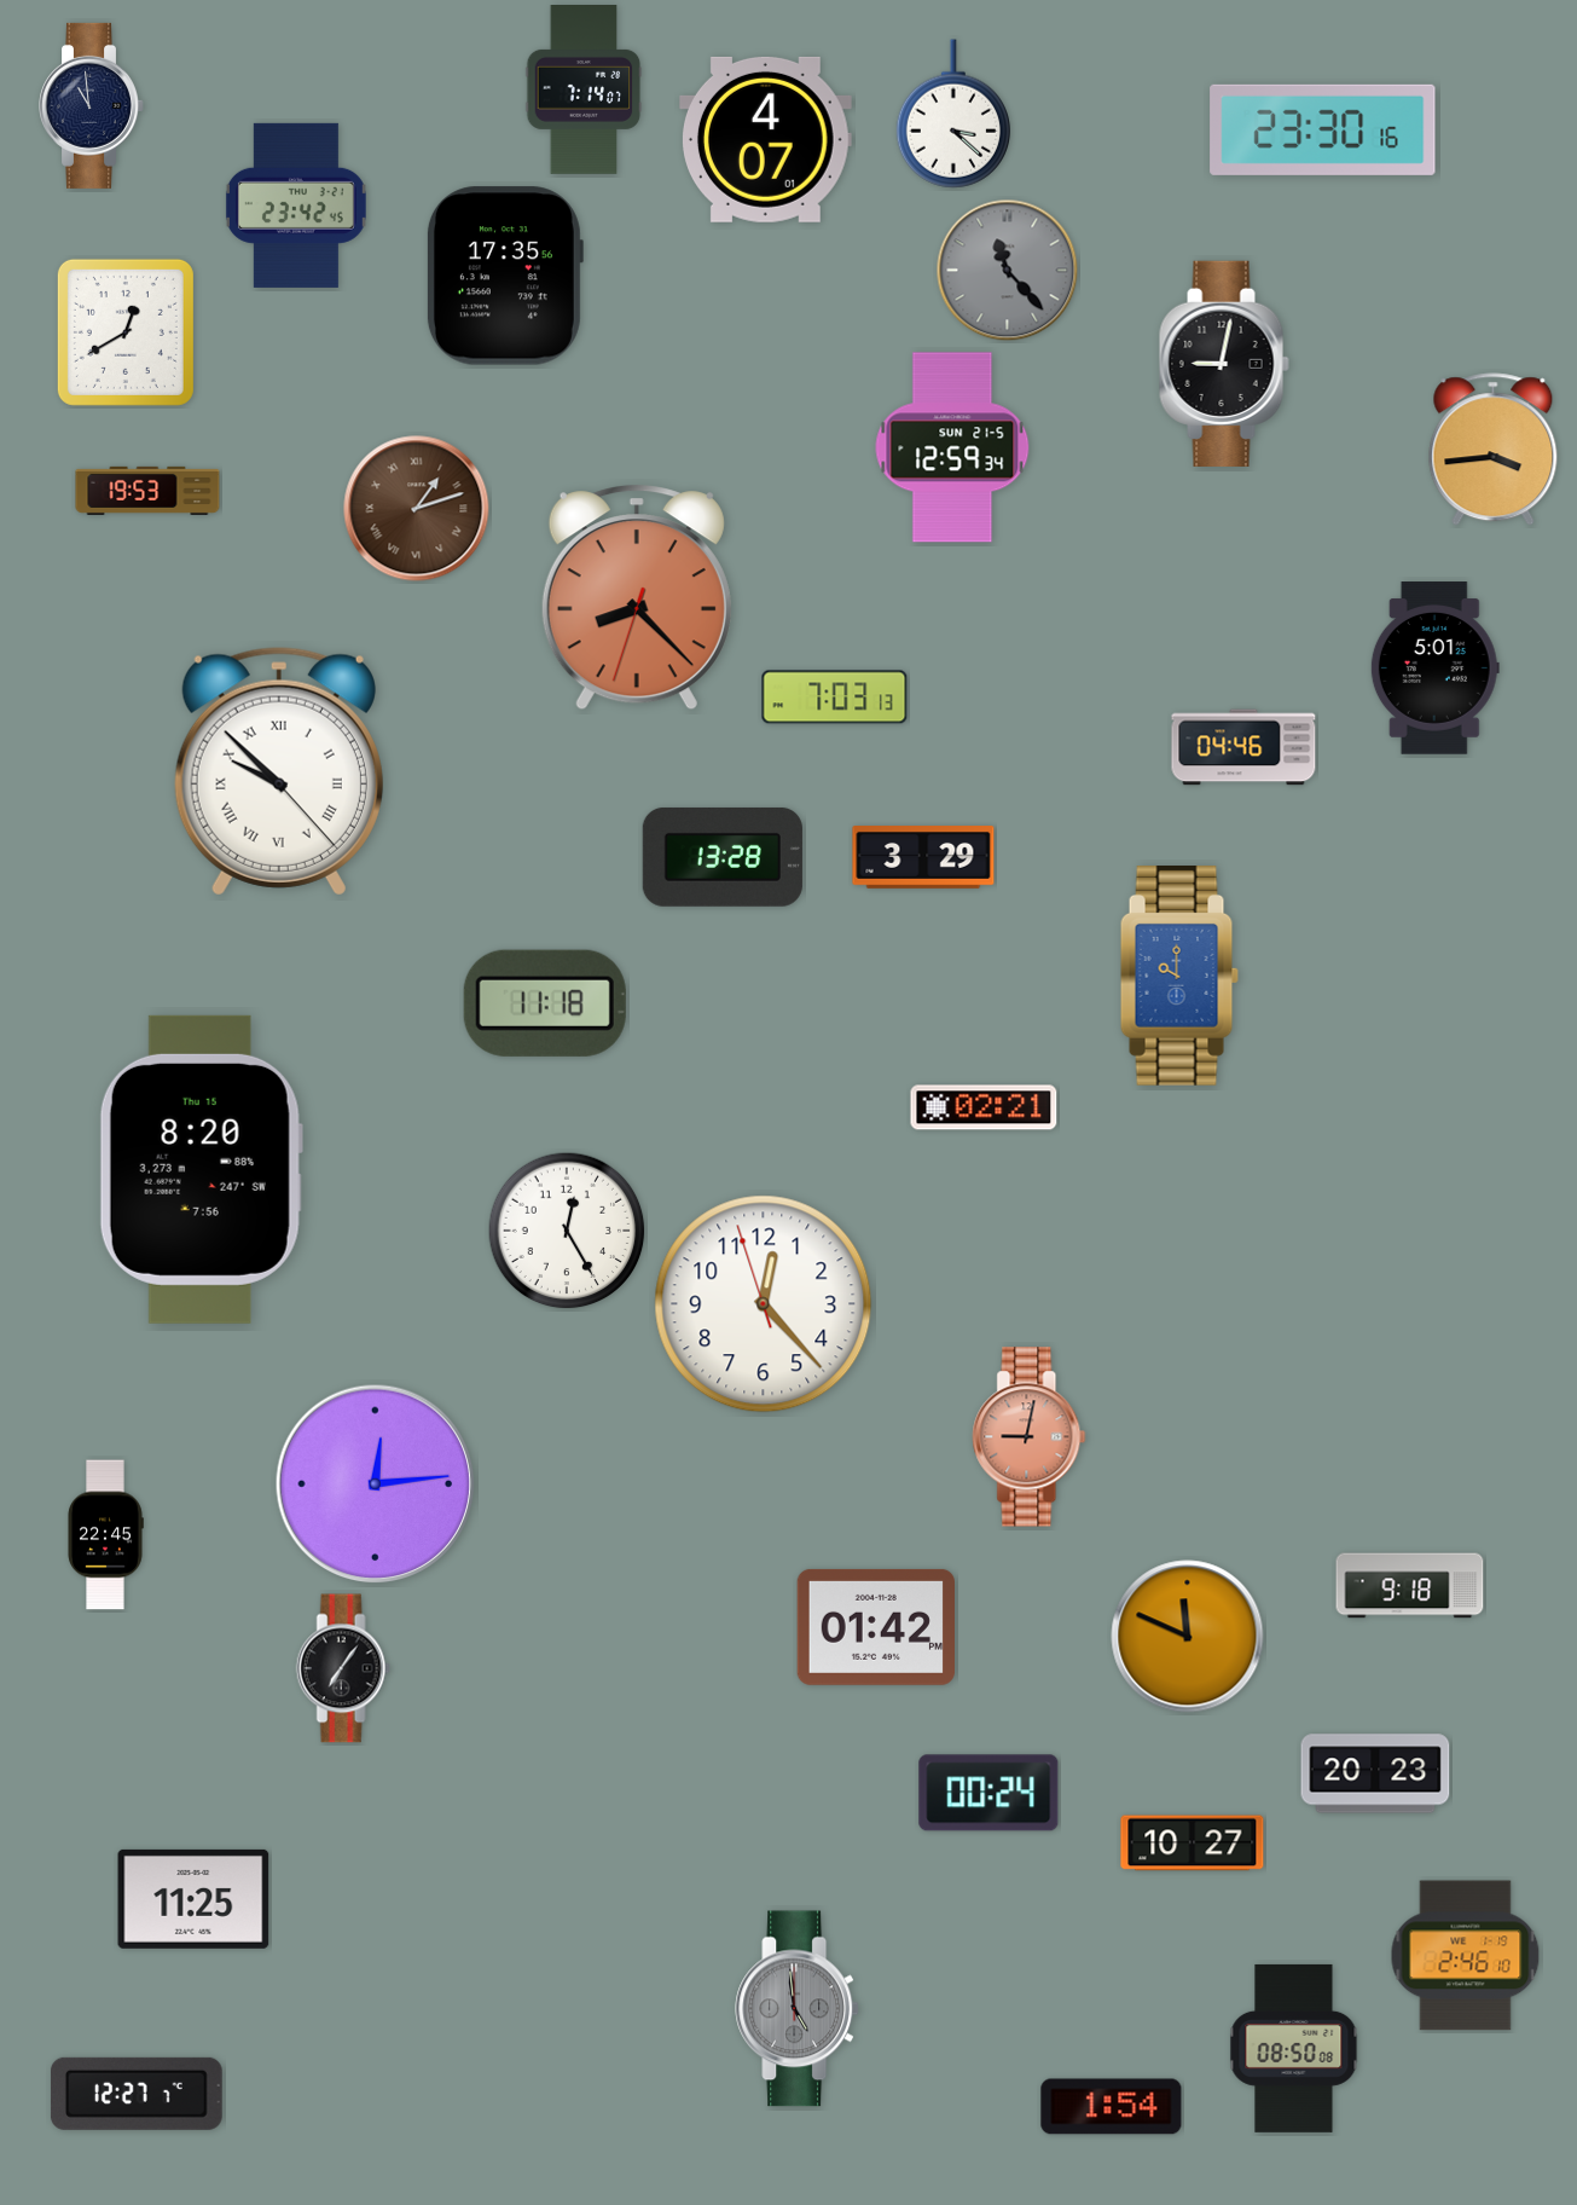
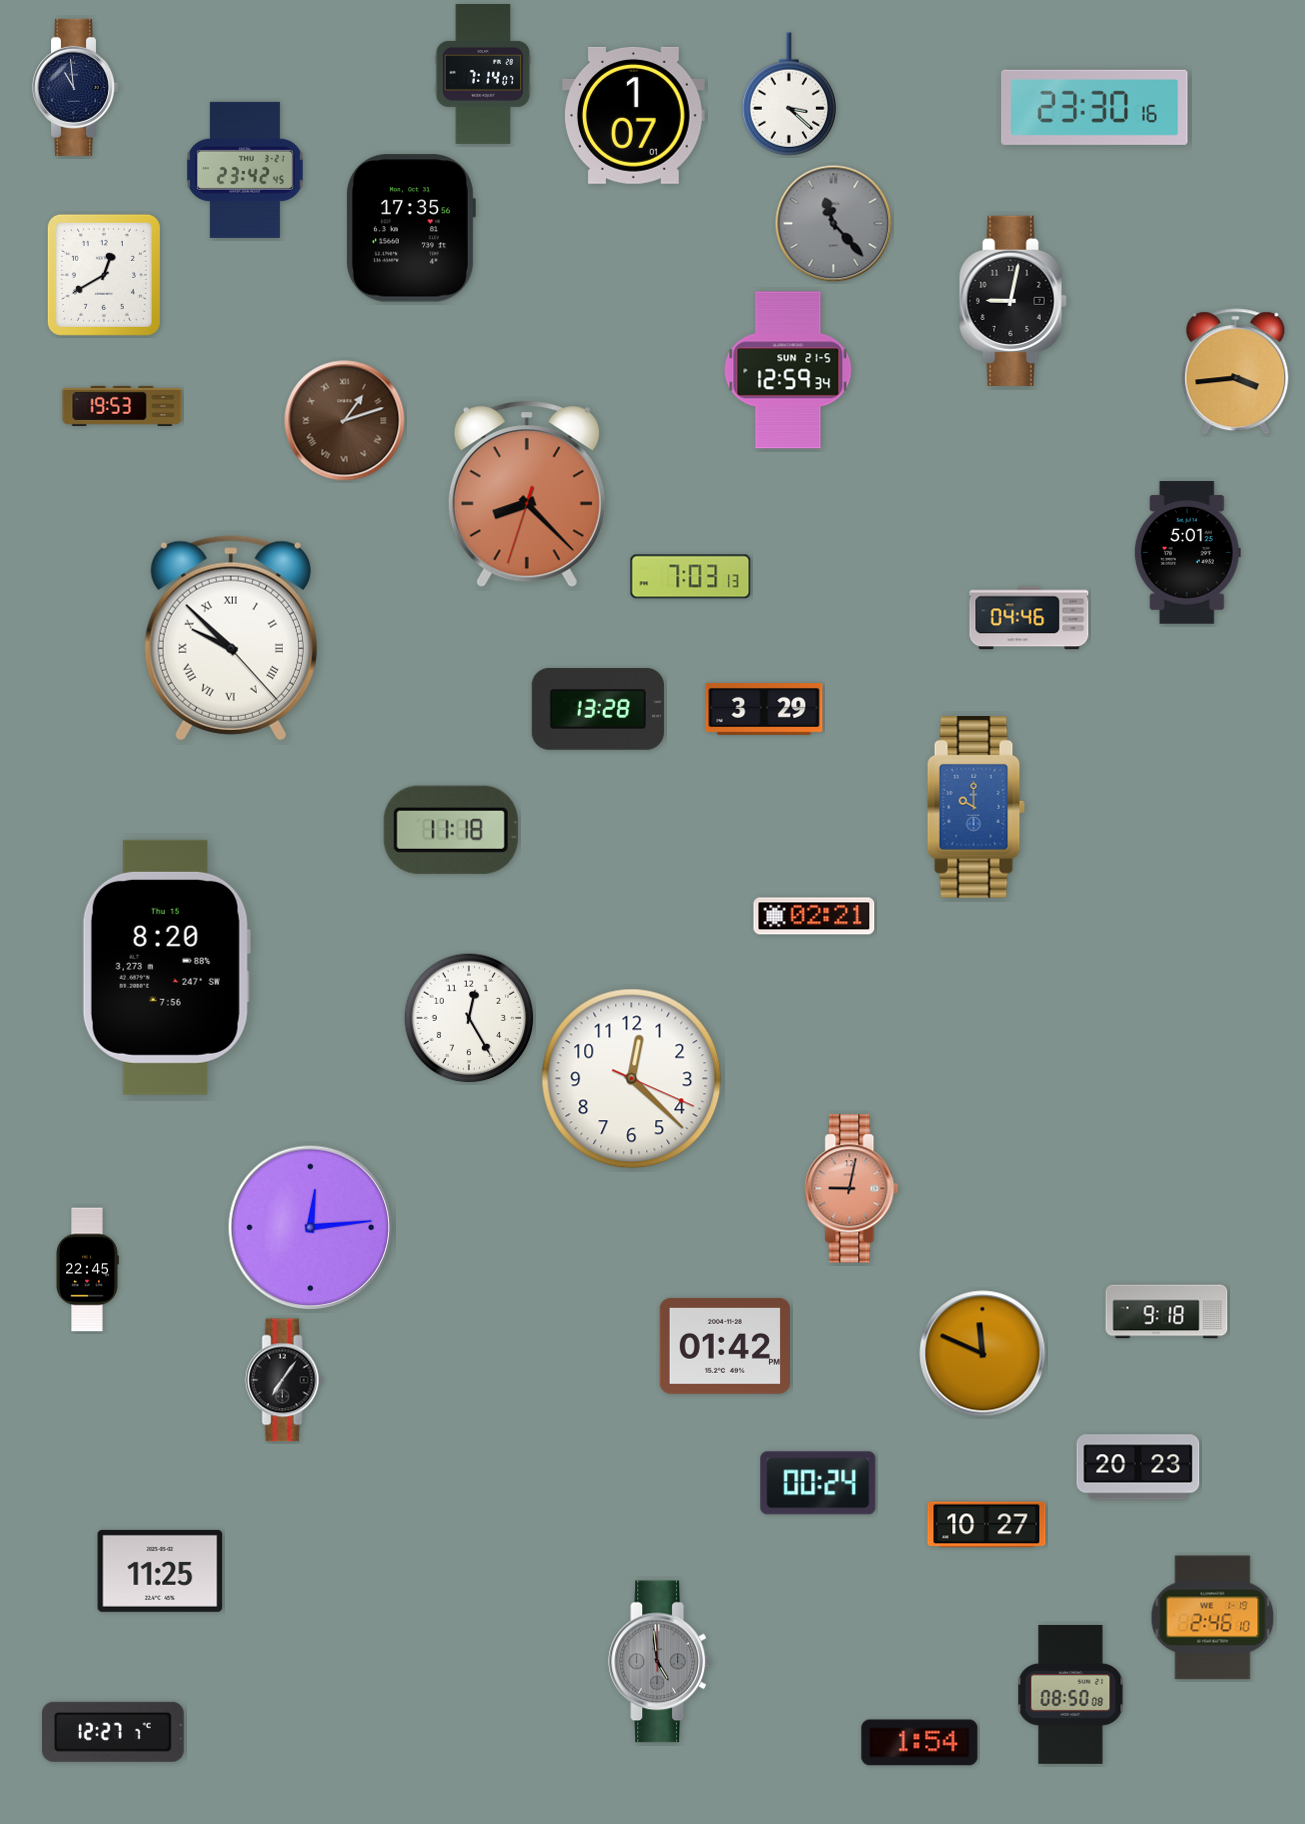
clock at (765, 139): 4:07 -> 1:07
clock at (504, 276) position: (504, 276) -> (410, 228)
clock at (764, 1304): 12:22:57 -> 12:22:19
